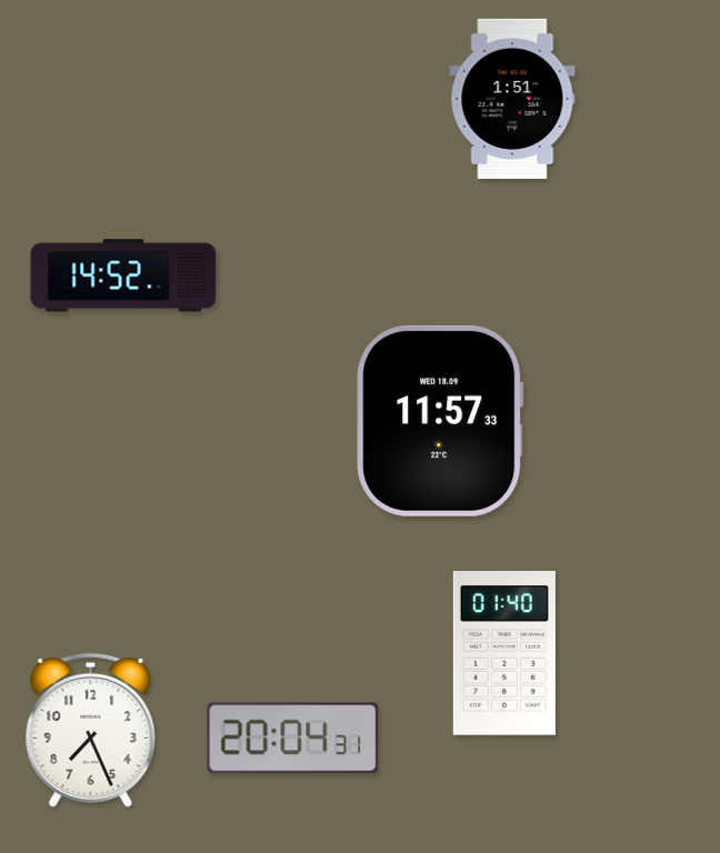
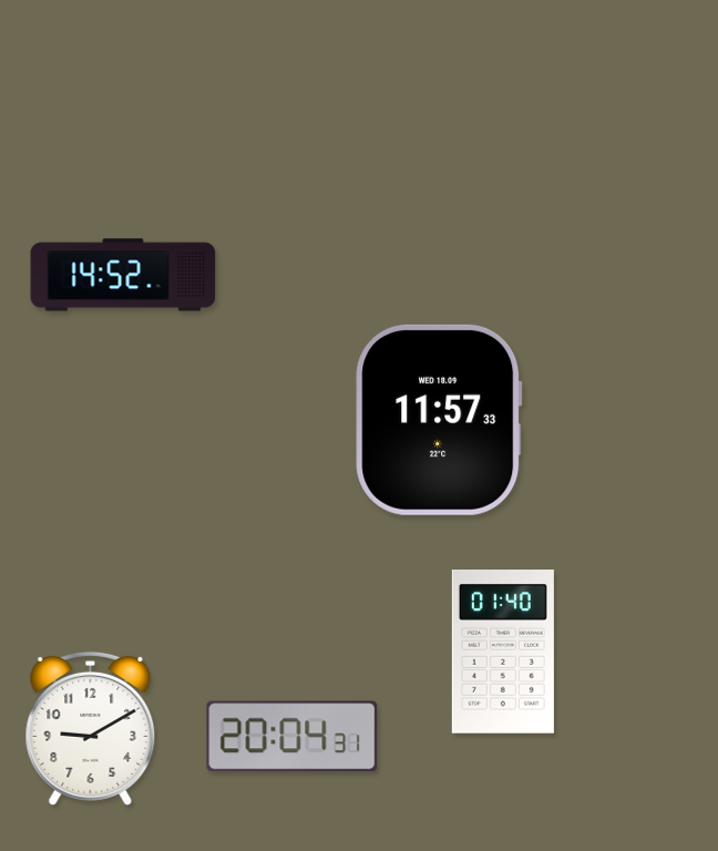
clock at (512, 99): 1:51 -> none
clock at (91, 730): 7:26 -> 9:10
